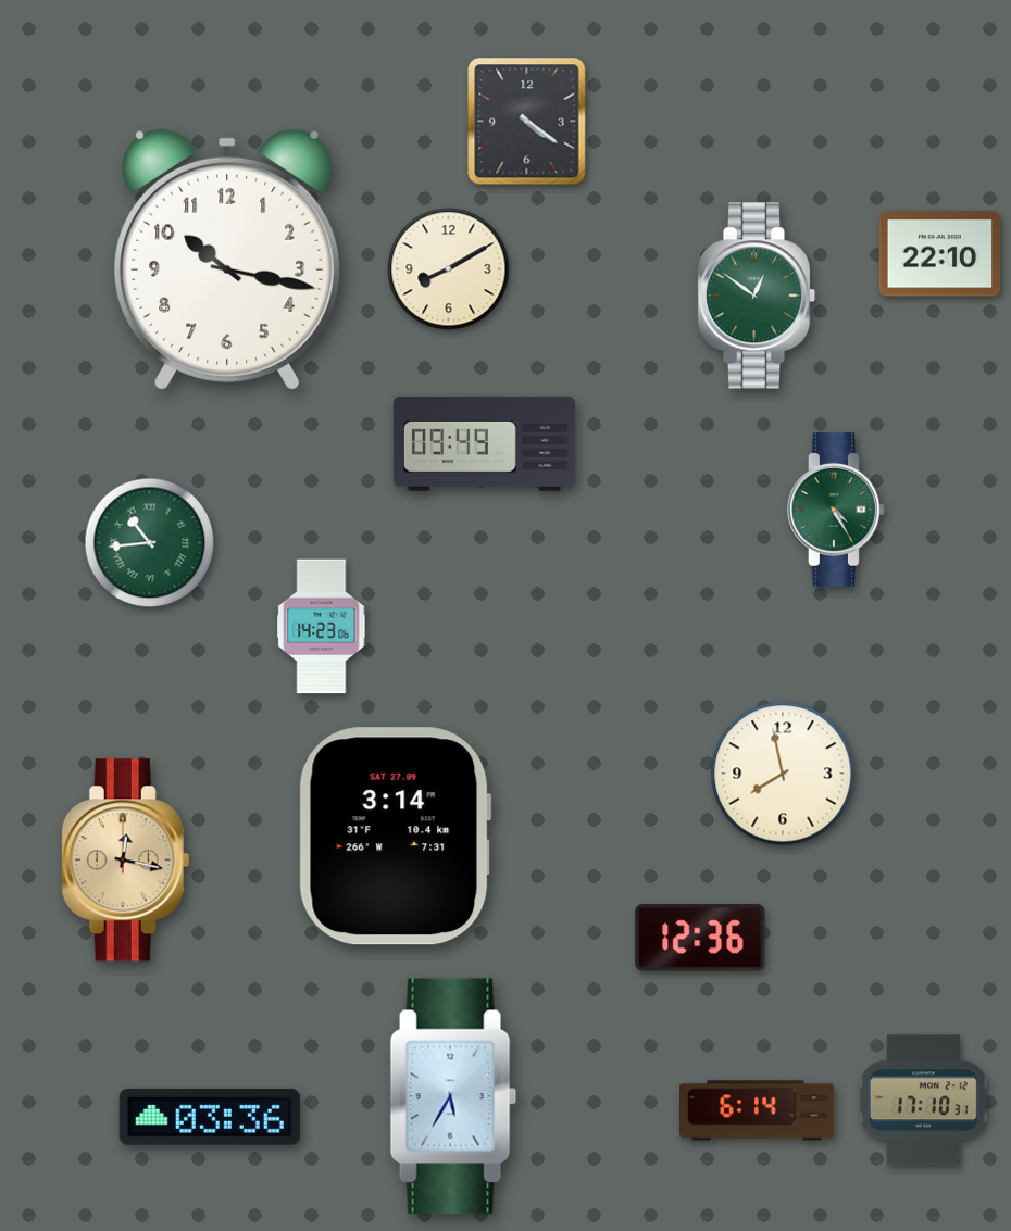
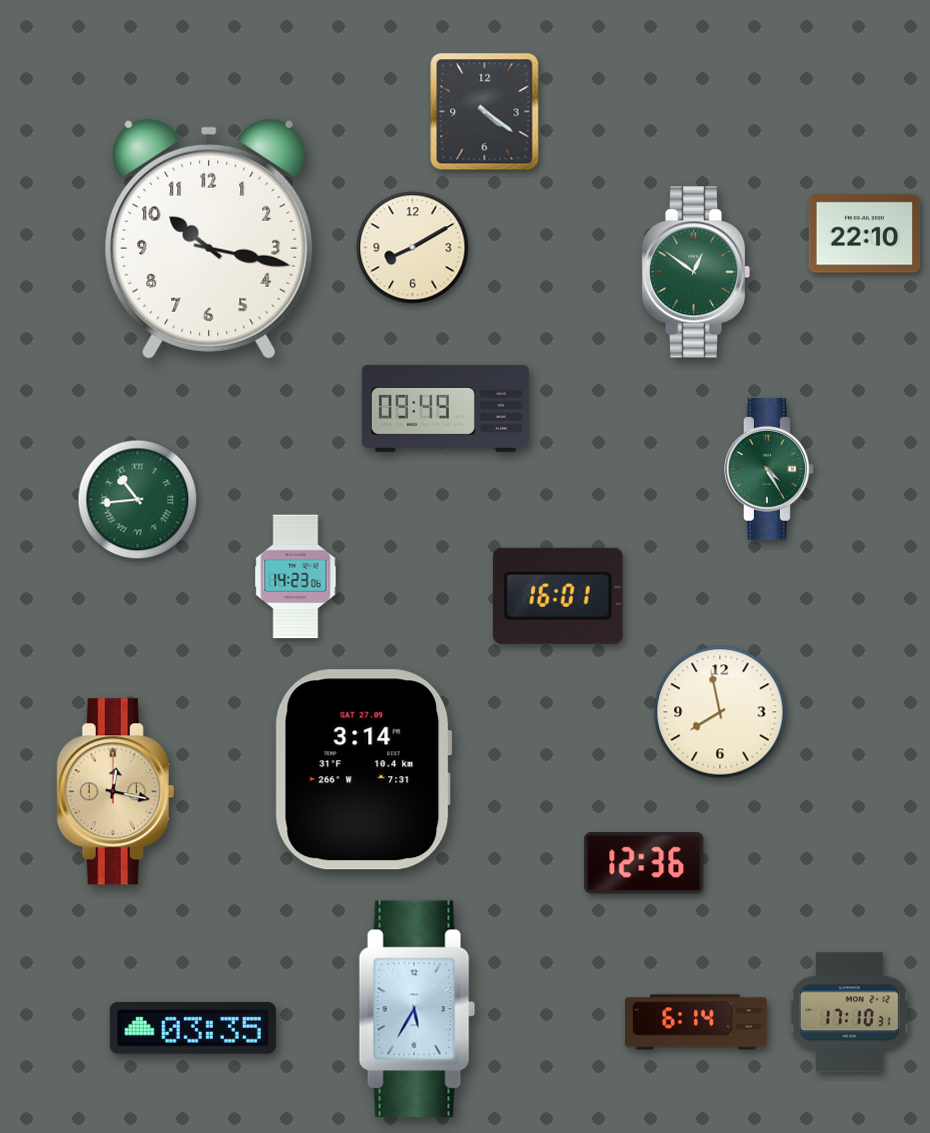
clock at (558, 596): none -> 16:01
clock at (210, 1117): 03:36 -> 03:35
